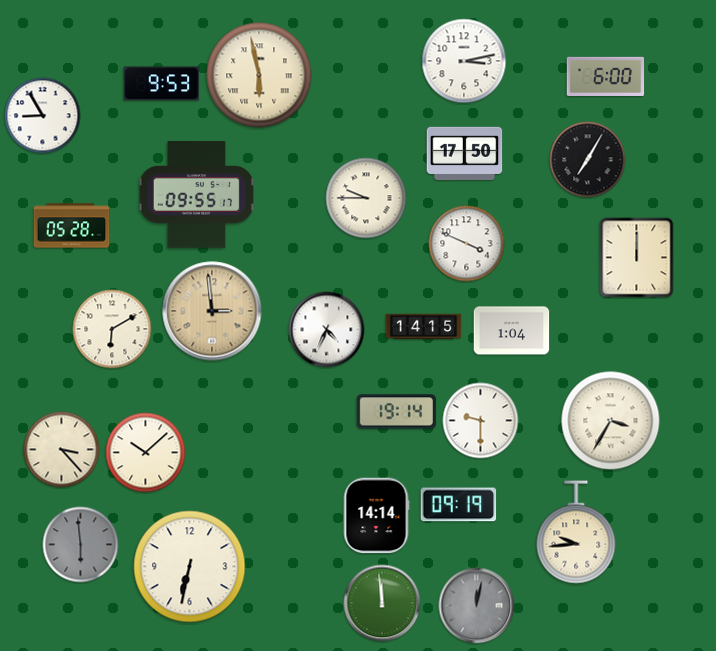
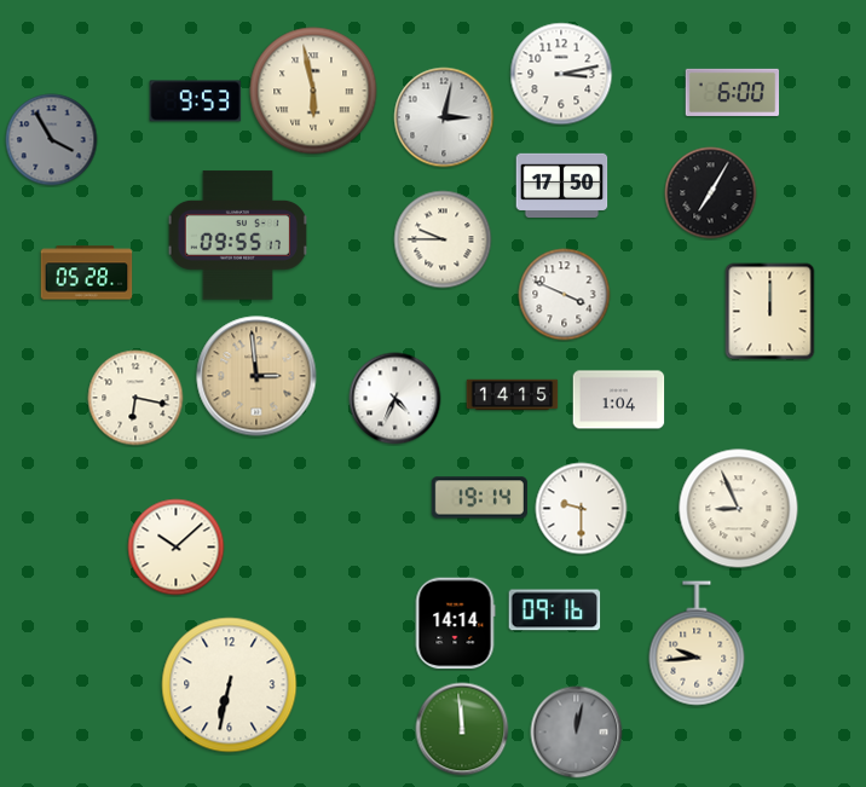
clock at (444, 117): none -> 3:02
clock at (43, 116): 8:55 -> 3:55
clock at (43, 116) dial: white -> grey
clock at (112, 329): 6:10 -> 6:17
clock at (611, 421): 3:35 -> 8:56
clock at (62, 450): 3:23 -> none
clock at (459, 505): 09:19 -> 09:16
clock at (81, 545): 5:59 -> none
